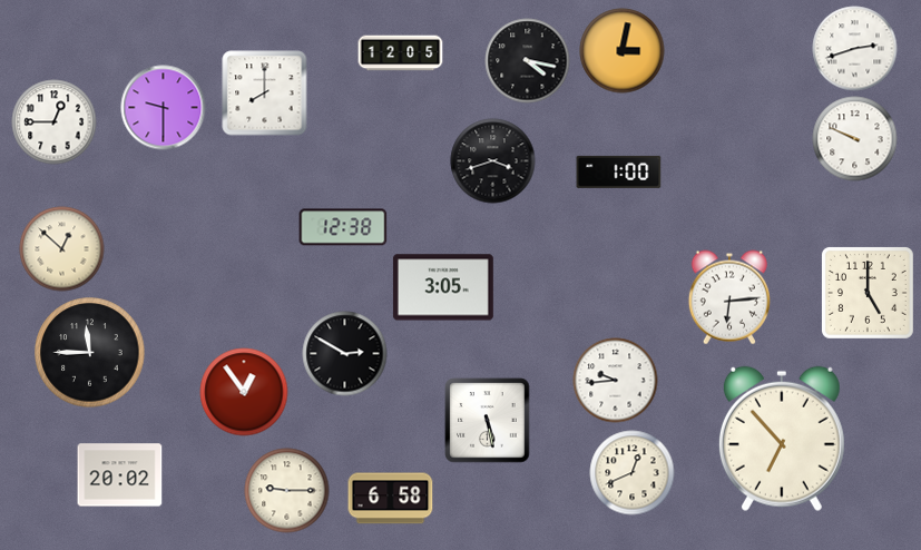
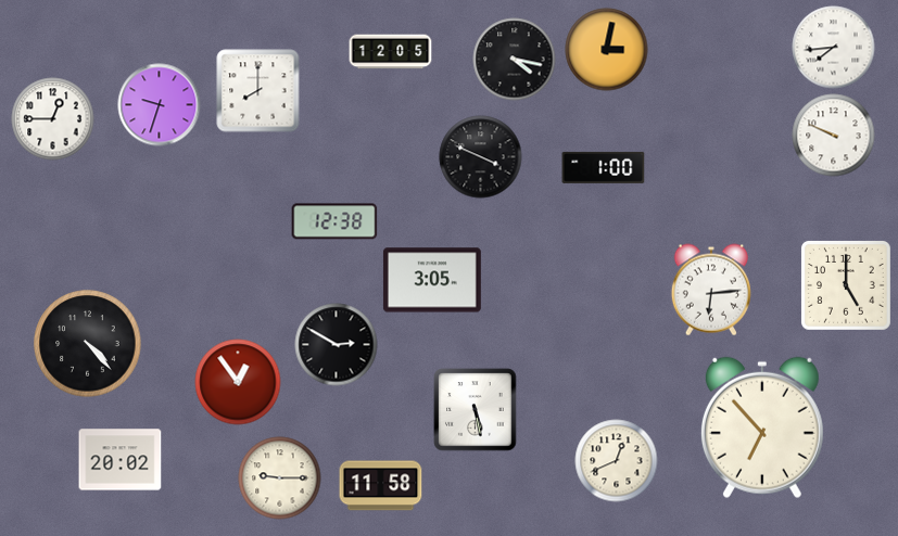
clock at (855, 49): 2:42 -> 7:44
clock at (164, 108): 9:30 -> 9:33
clock at (493, 161): 3:42 -> 3:49
clock at (62, 249): 12:52 -> none
clock at (90, 353): 11:45 -> 4:23
clock at (616, 381): 9:44 -> none
clock at (120, 475) position: (120, 475) -> (121, 460)
clock at (391, 499): 6:58 -> 11:58
